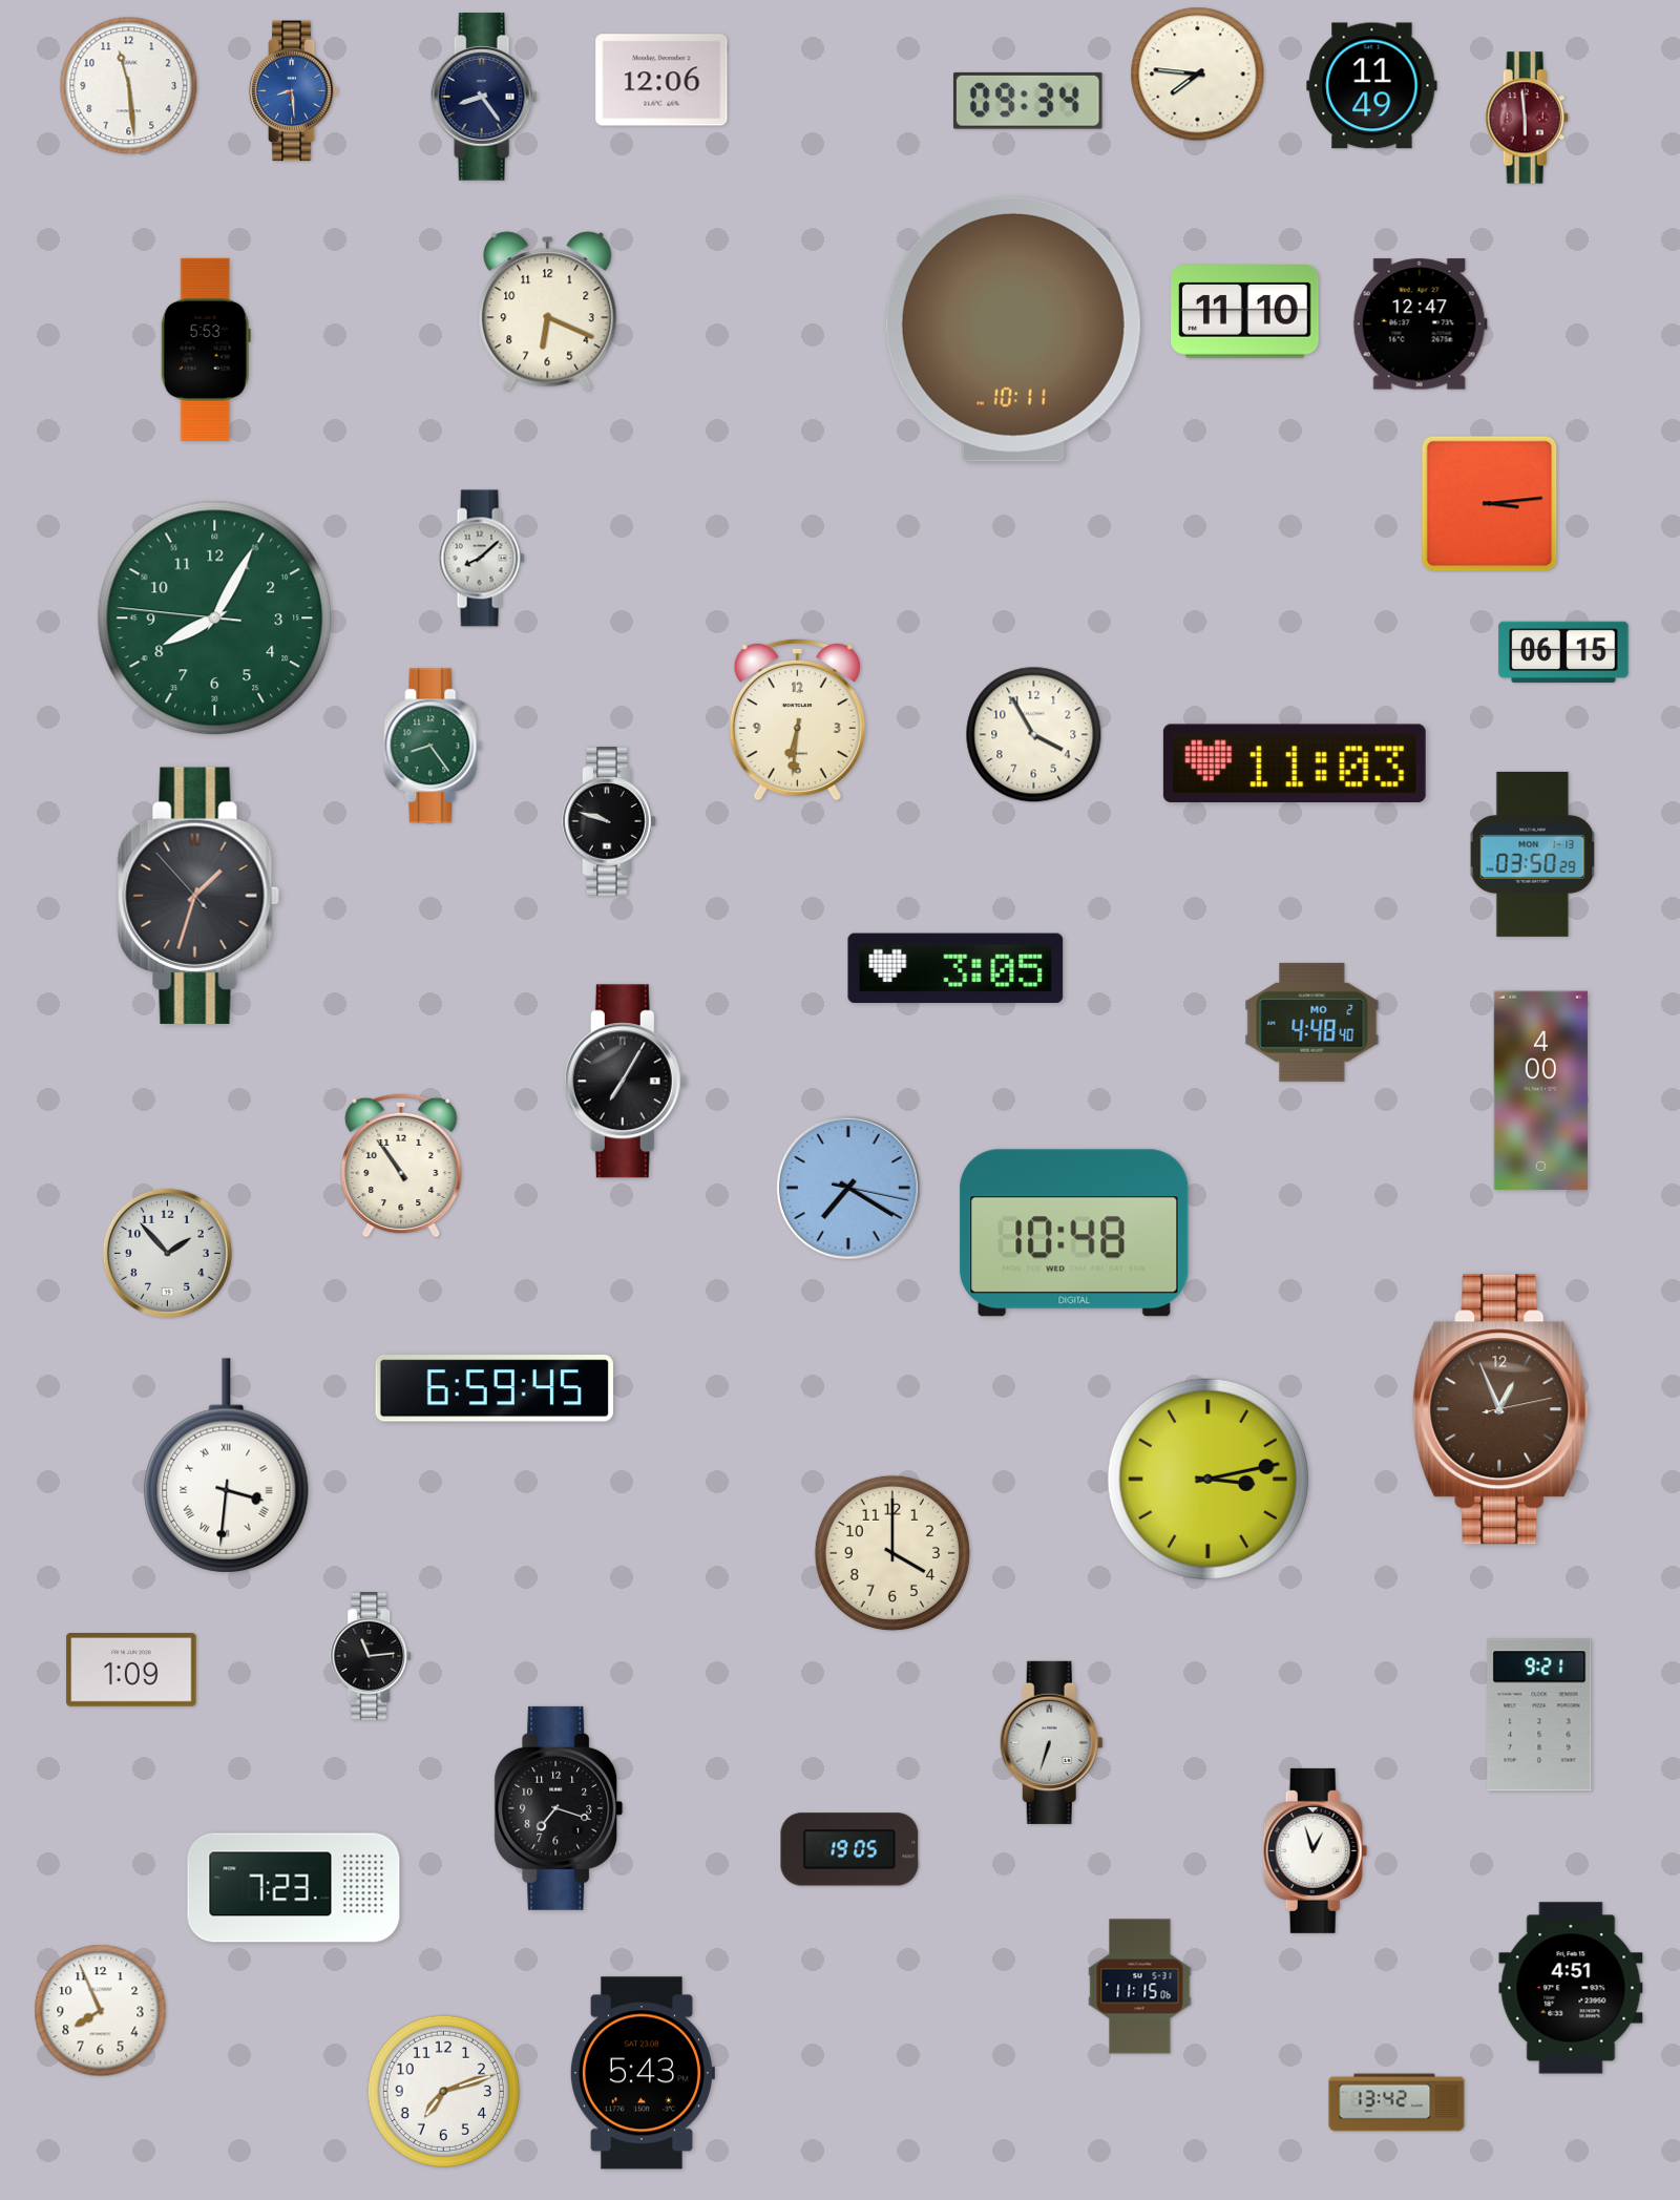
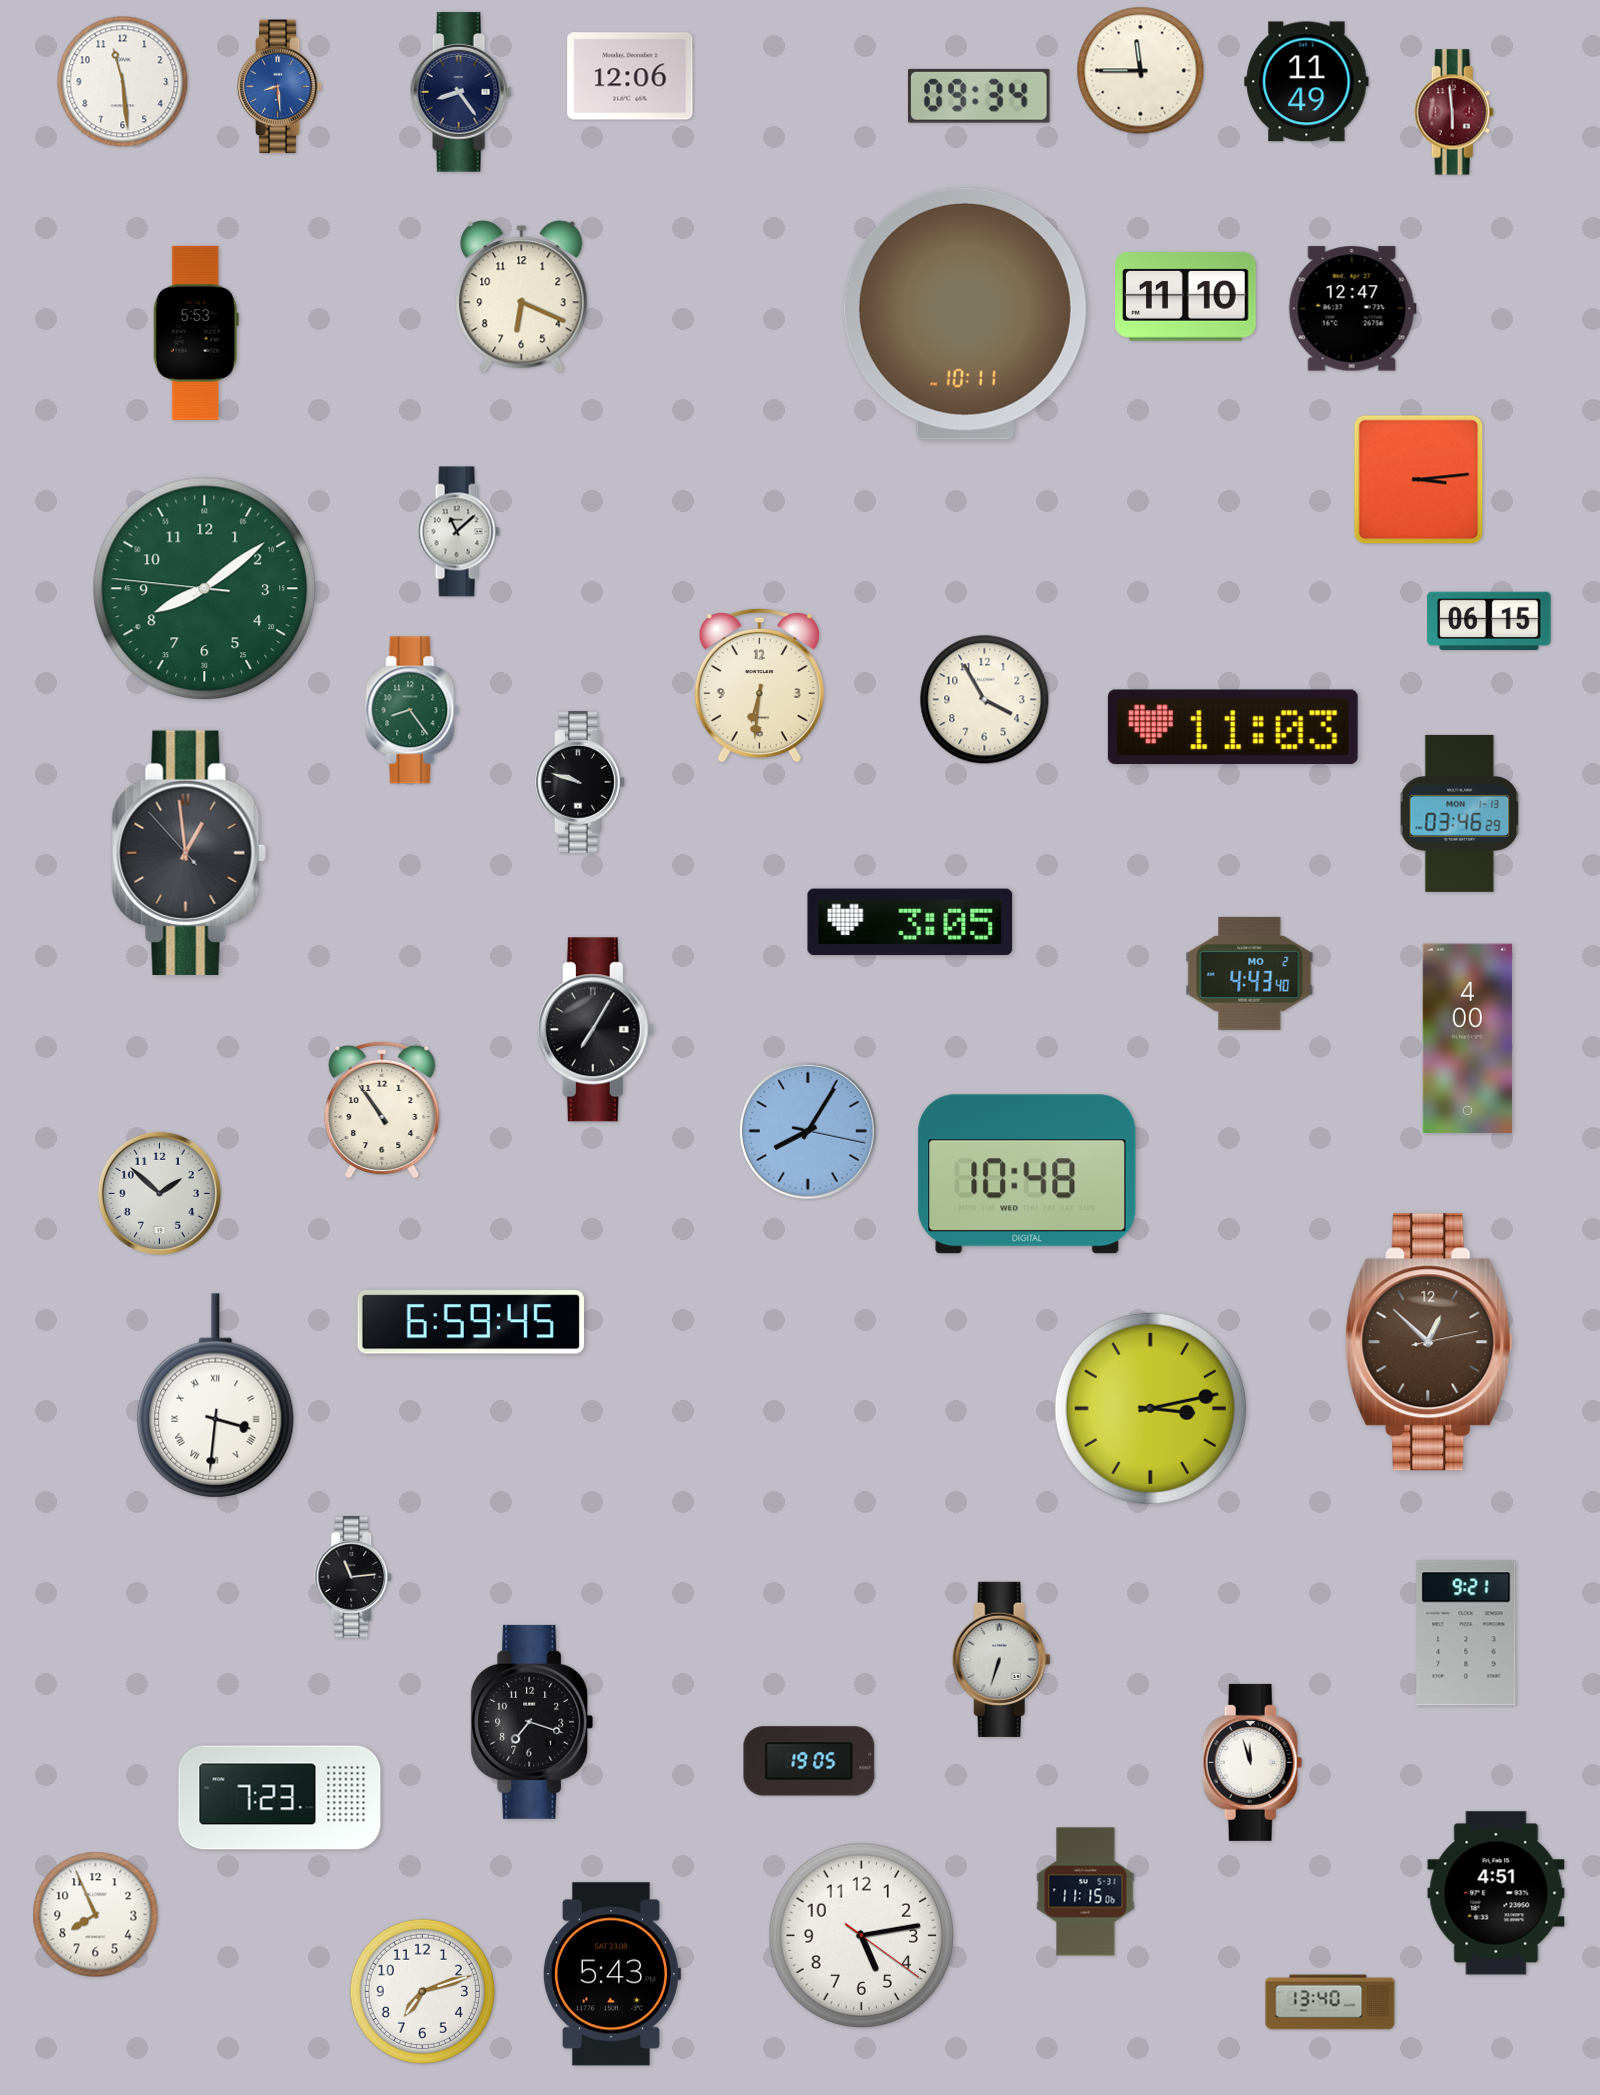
clock at (1198, 75): 7:46 -> 11:45
clock at (481, 559): 8:08 -> 11:08
clock at (215, 619): 8:04 -> 8:08
clock at (1533, 854): 03:50 -> 03:46
clock at (198, 896): 1:32 -> 12:58
clock at (1312, 1022): 4:48 -> 4:43
clock at (849, 1189): 7:20 -> 8:05
clock at (1074, 1233) position: (1074, 1233) -> (1027, 1174)
clock at (167, 1253): 1:53 -> 1:52
clock at (1500, 1409): 12:56 -> 12:52
clock at (892, 1553): 4:00 -> none
clock at (131, 1671): 1:09 -> none
clock at (1316, 1850): 12:57 -> 11:57
clock at (861, 1935): none -> 5:13
clock at (1396, 2102): 13:42 -> 13:40
